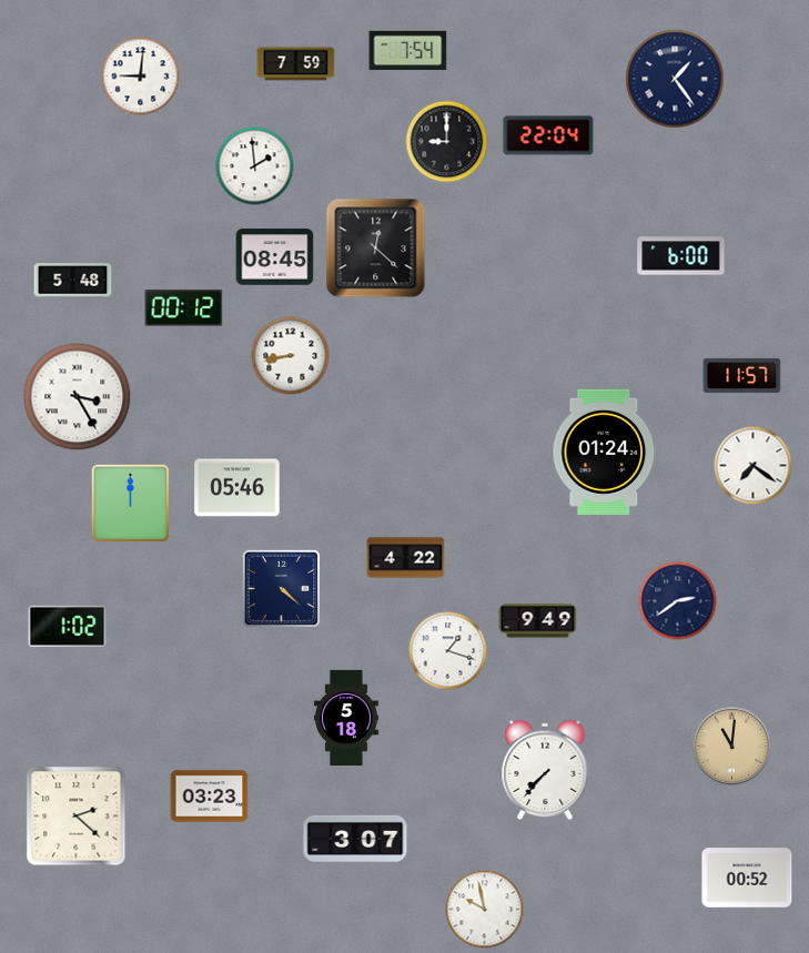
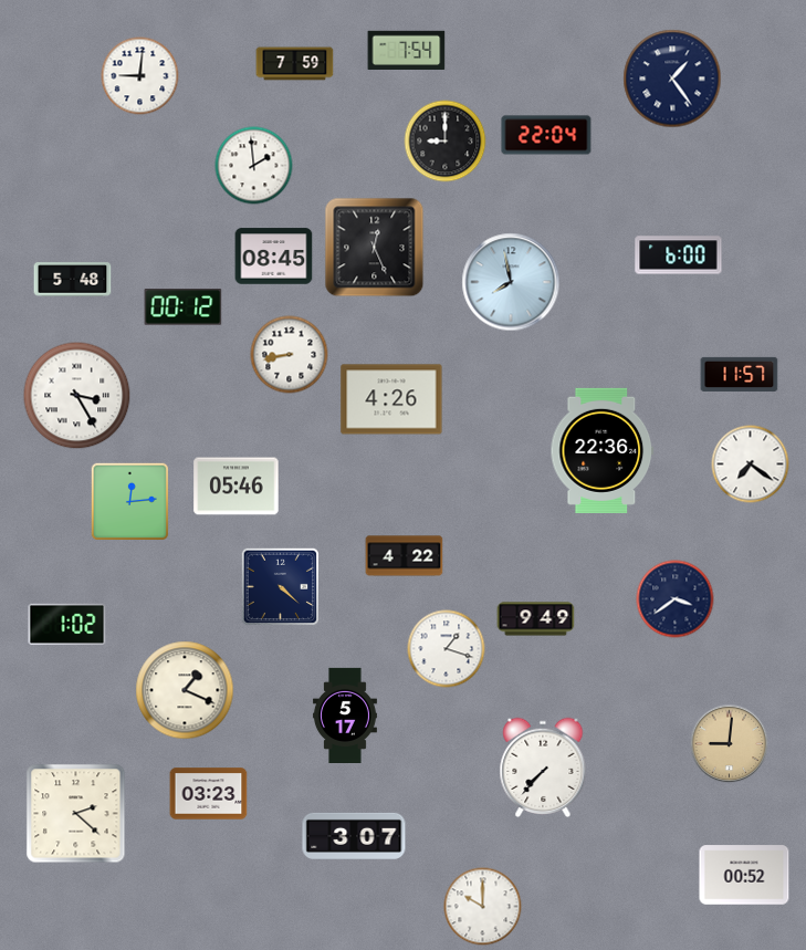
clock at (376, 249): 12:22 -> 12:26
clock at (511, 282): none -> 7:58
clock at (391, 399): none -> 4:26
clock at (605, 452): 01:24 -> 22:36
clock at (130, 503): 12:00 -> 12:14
clock at (678, 601): 2:39 -> 3:39
clock at (185, 690): none -> 1:19
clock at (346, 717): 5:18 -> 5:17
clock at (732, 747): 11:01 -> 9:01
clock at (485, 910): 9:58 -> 10:00
